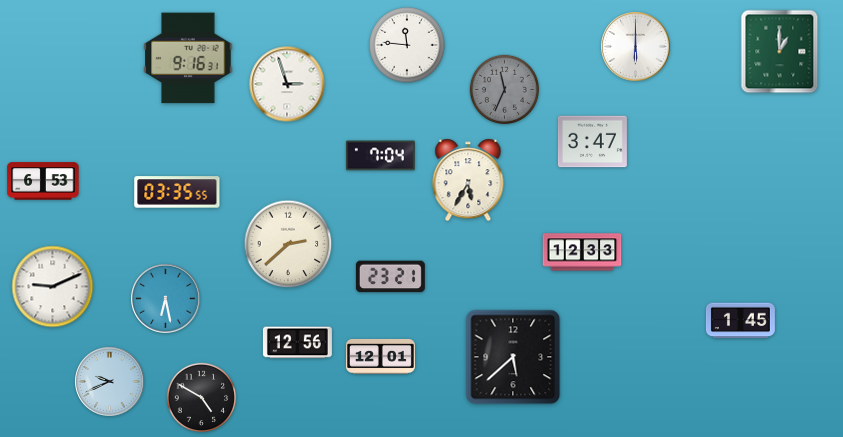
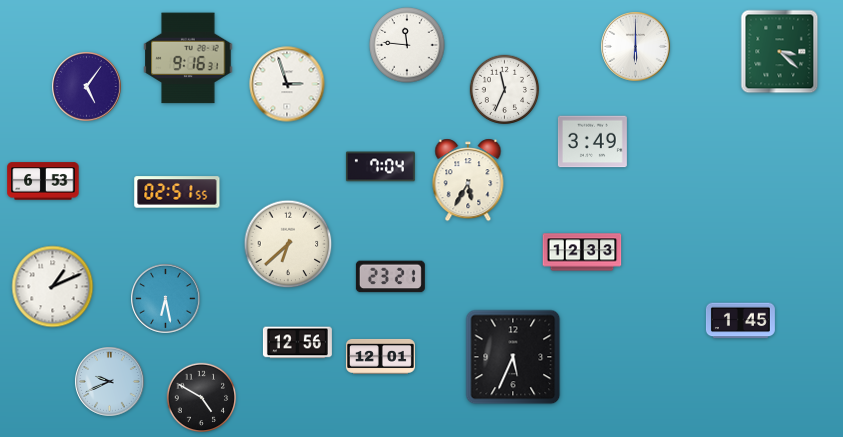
clock at (780, 52): 1:00 -> 3:22
clock at (87, 87): none -> 5:06
clock at (505, 90) dial: grey -> white
clock at (592, 142): 3:47 -> 3:49
clock at (380, 156) position: (380, 156) -> (380, 167)
clock at (177, 192): 03:35 -> 02:51
clock at (288, 244): 2:38 -> 6:38
clock at (53, 287): 9:11 -> 1:11
clock at (513, 357): 5:38 -> 5:34
